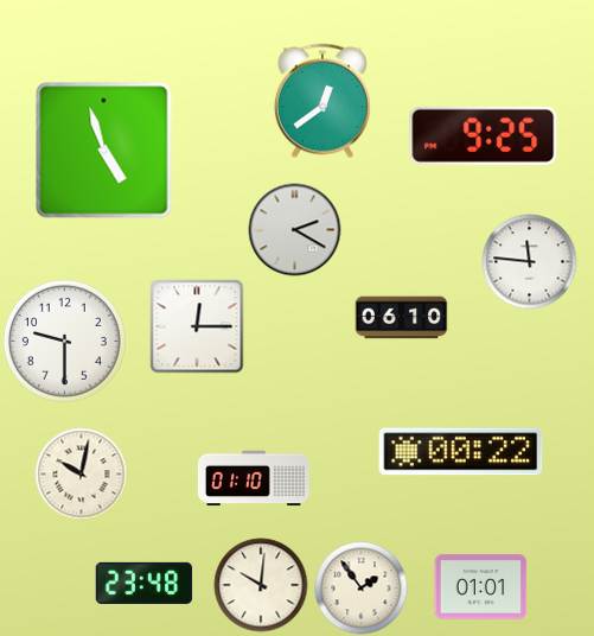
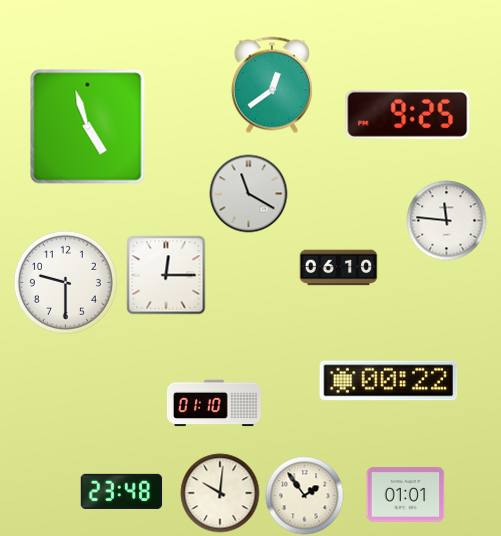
clock at (294, 229): 2:20 -> 11:20
clock at (64, 341) position: (64, 341) -> (65, 282)
clock at (81, 473): 10:02 -> none
